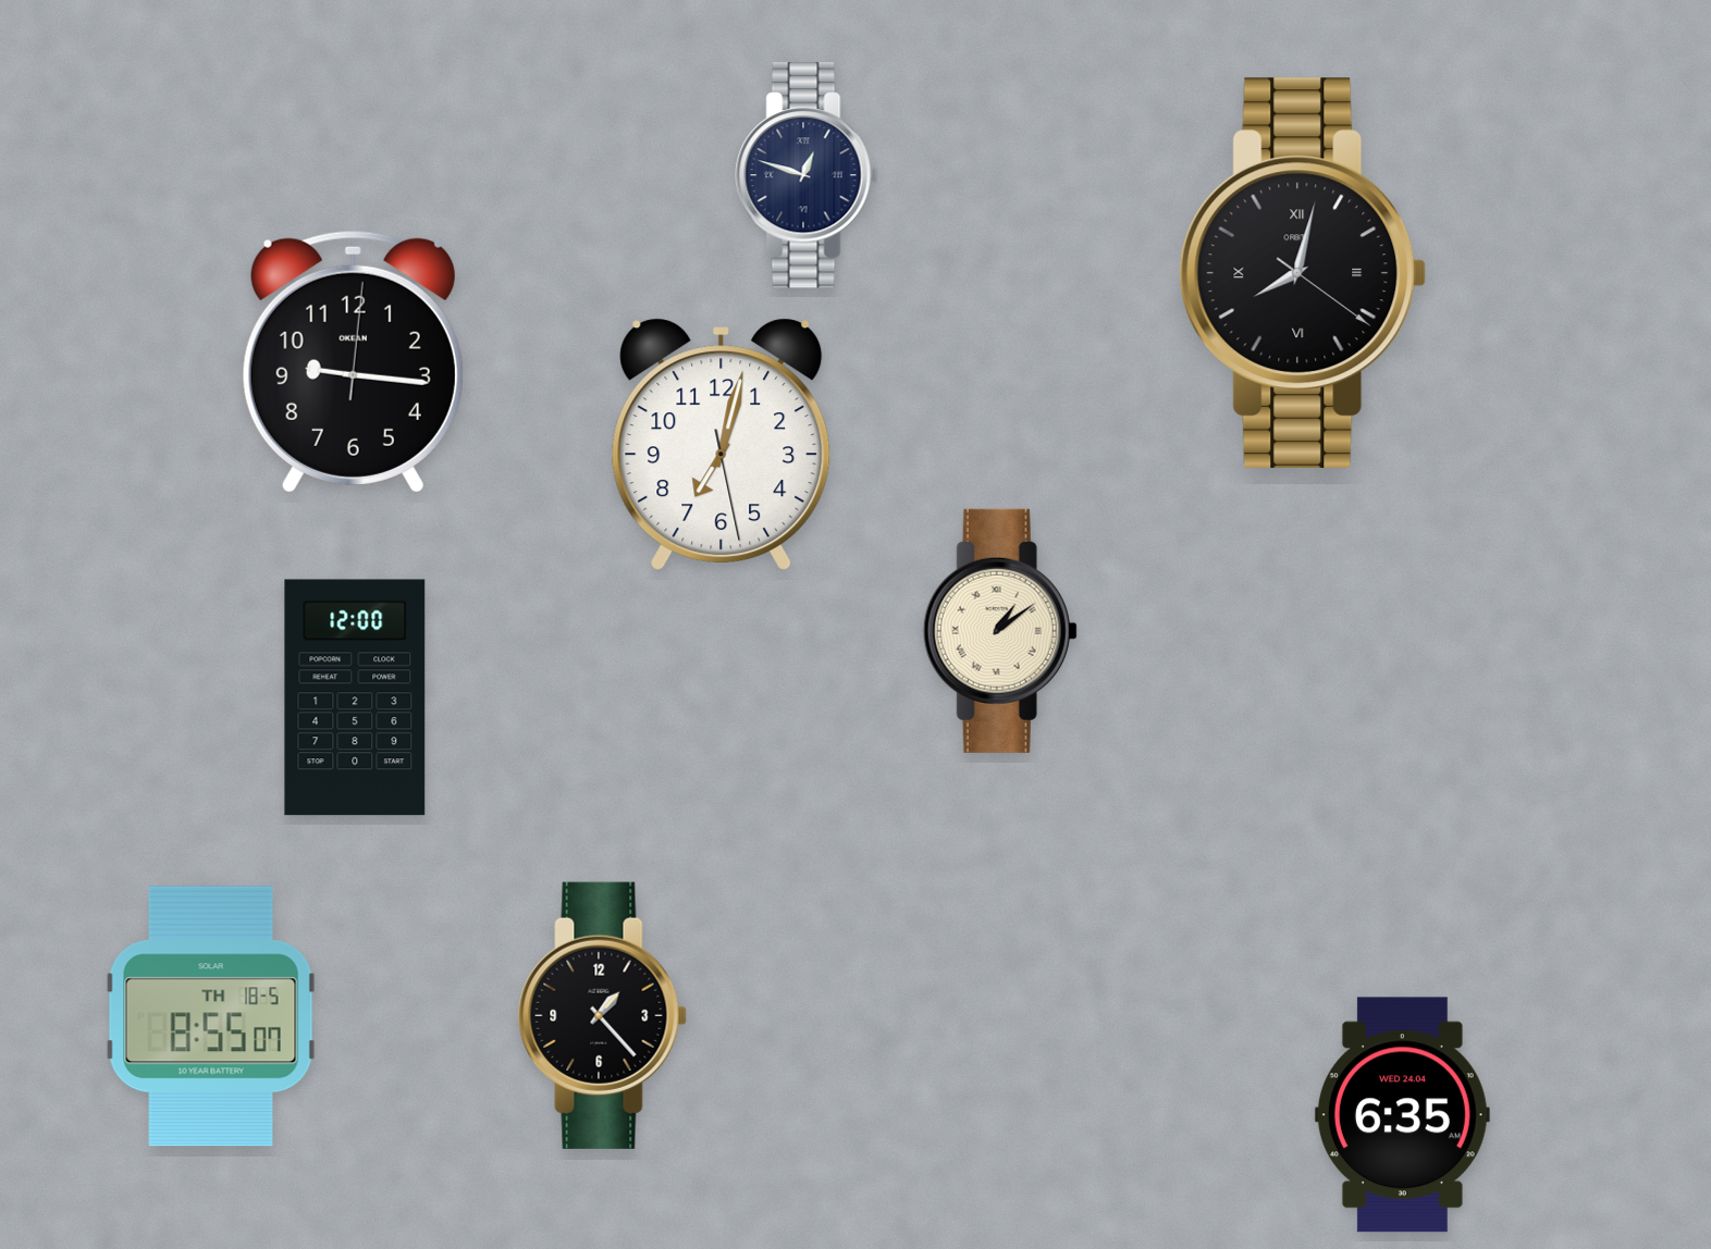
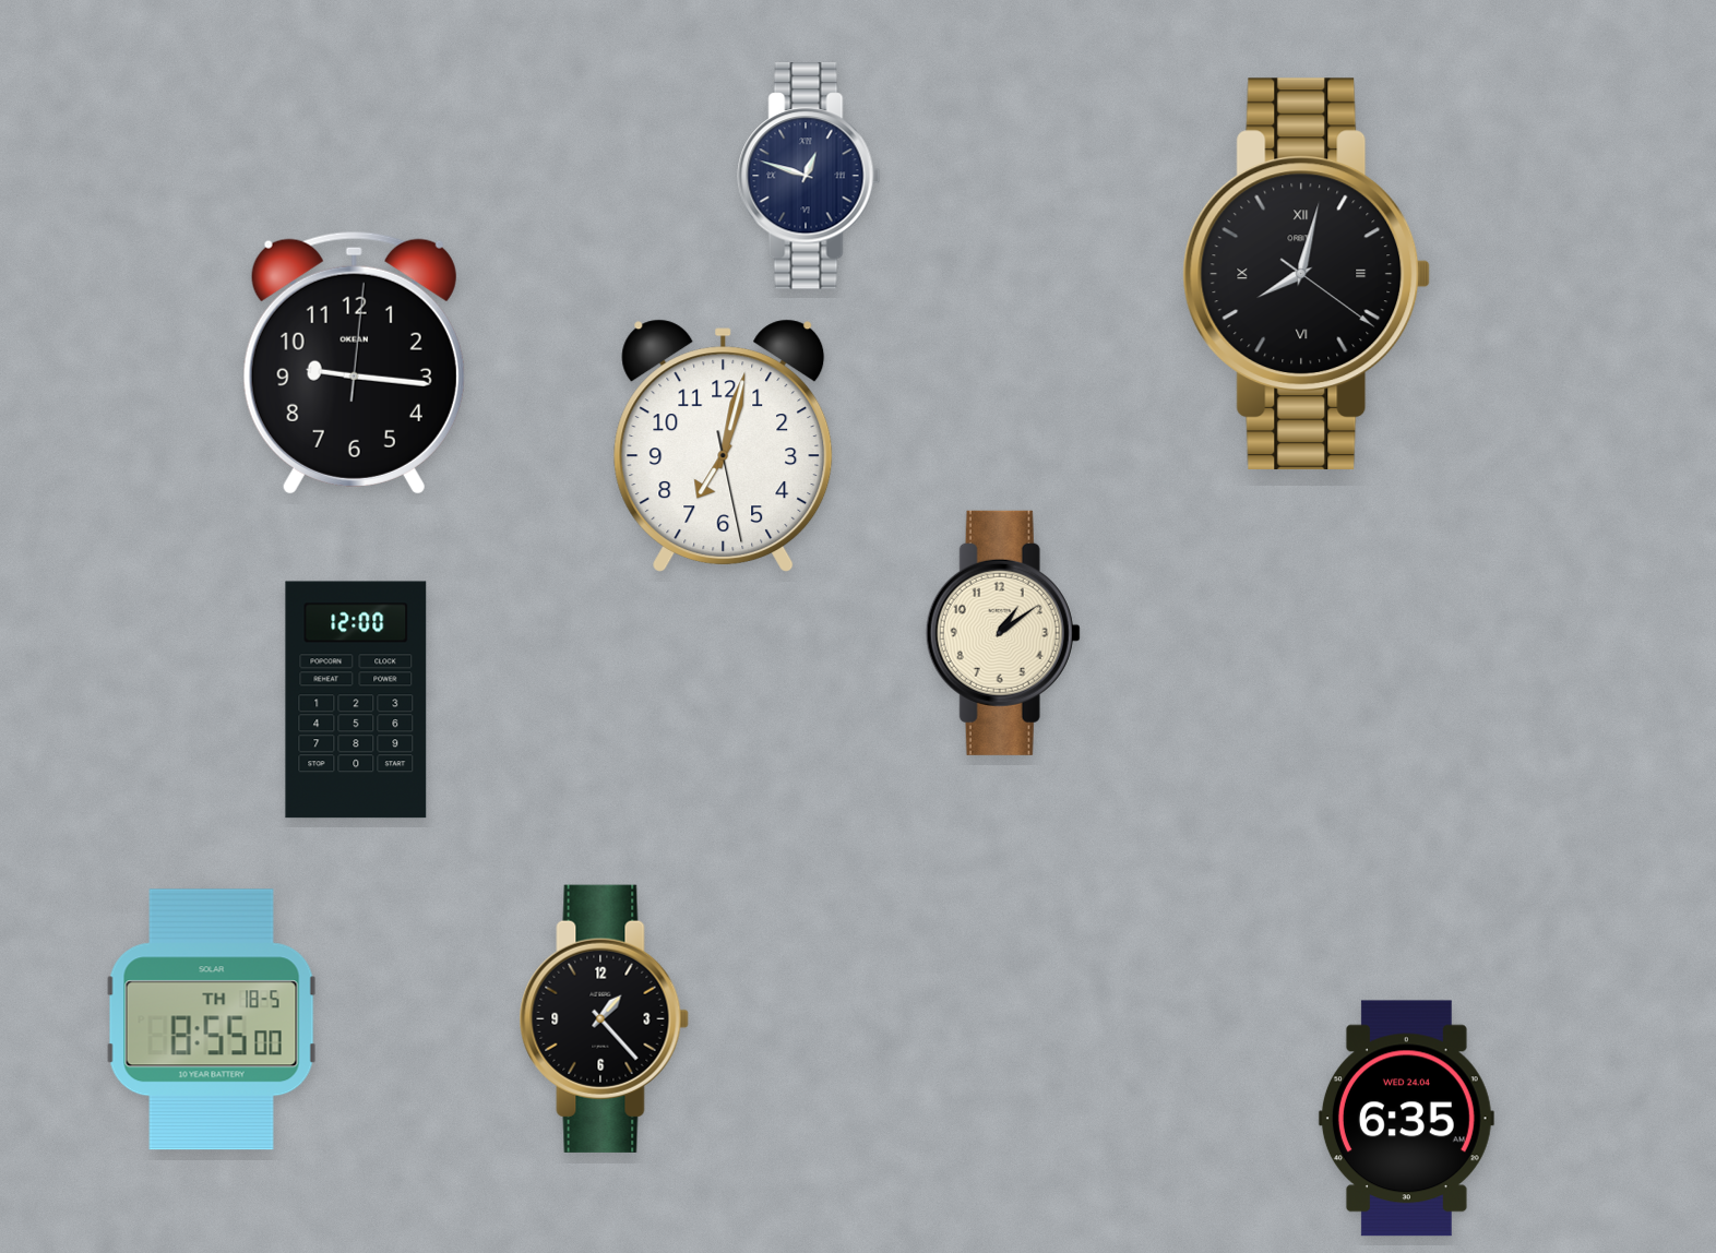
clock at (1000, 631) numerals: Roman -> Arabic
clock at (211, 1016): 8:55:07 -> 8:55:00
